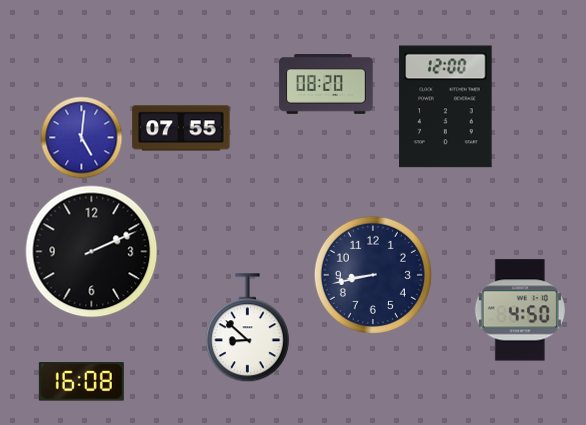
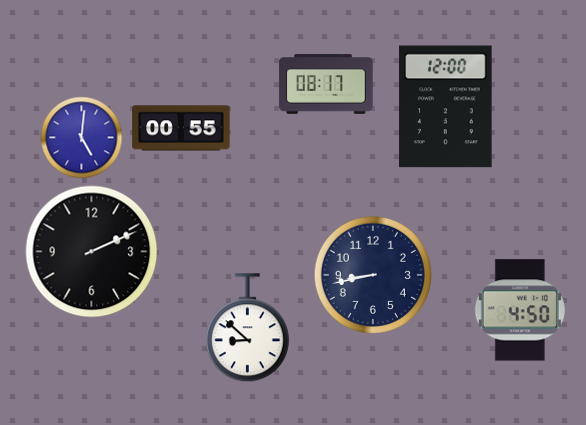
clock at (326, 85): 08:20 -> 08:17
clock at (181, 128): 07:55 -> 00:55
clock at (81, 382): 16:08 -> none
